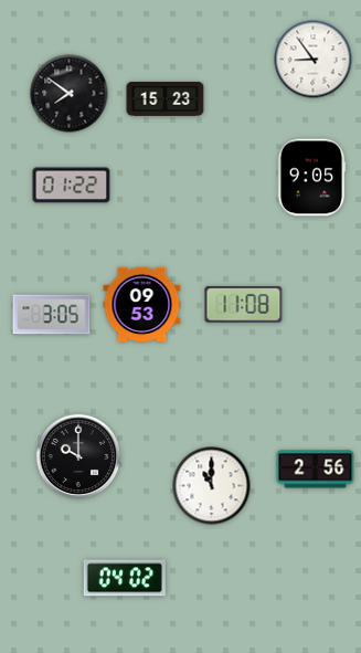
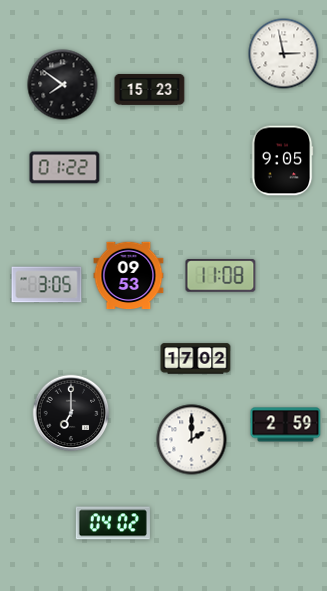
clock at (314, 60): 8:54 -> 2:58
clock at (196, 359): none -> 17:02
clock at (78, 456): 10:00 -> 7:00
clock at (316, 470): 2:56 -> 2:59
clock at (212, 486): 11:00 -> 2:00
